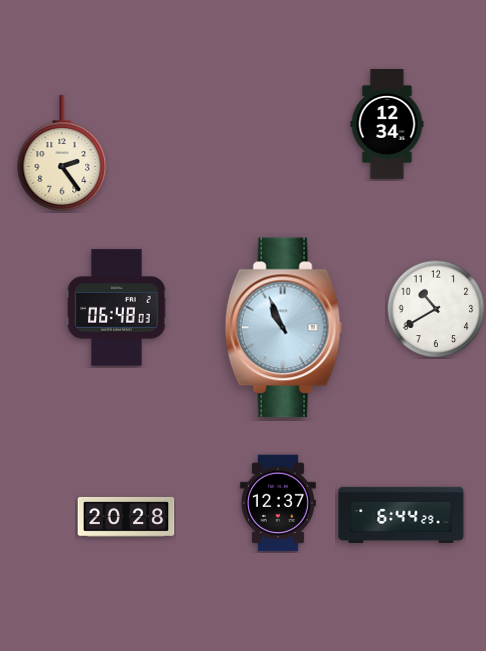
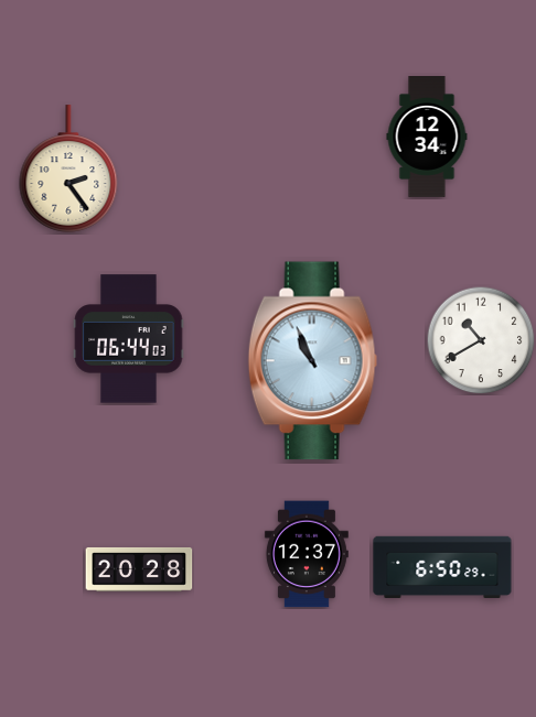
clock at (117, 308): 06:48 -> 06:44
clock at (401, 514): 6:44 -> 6:50
